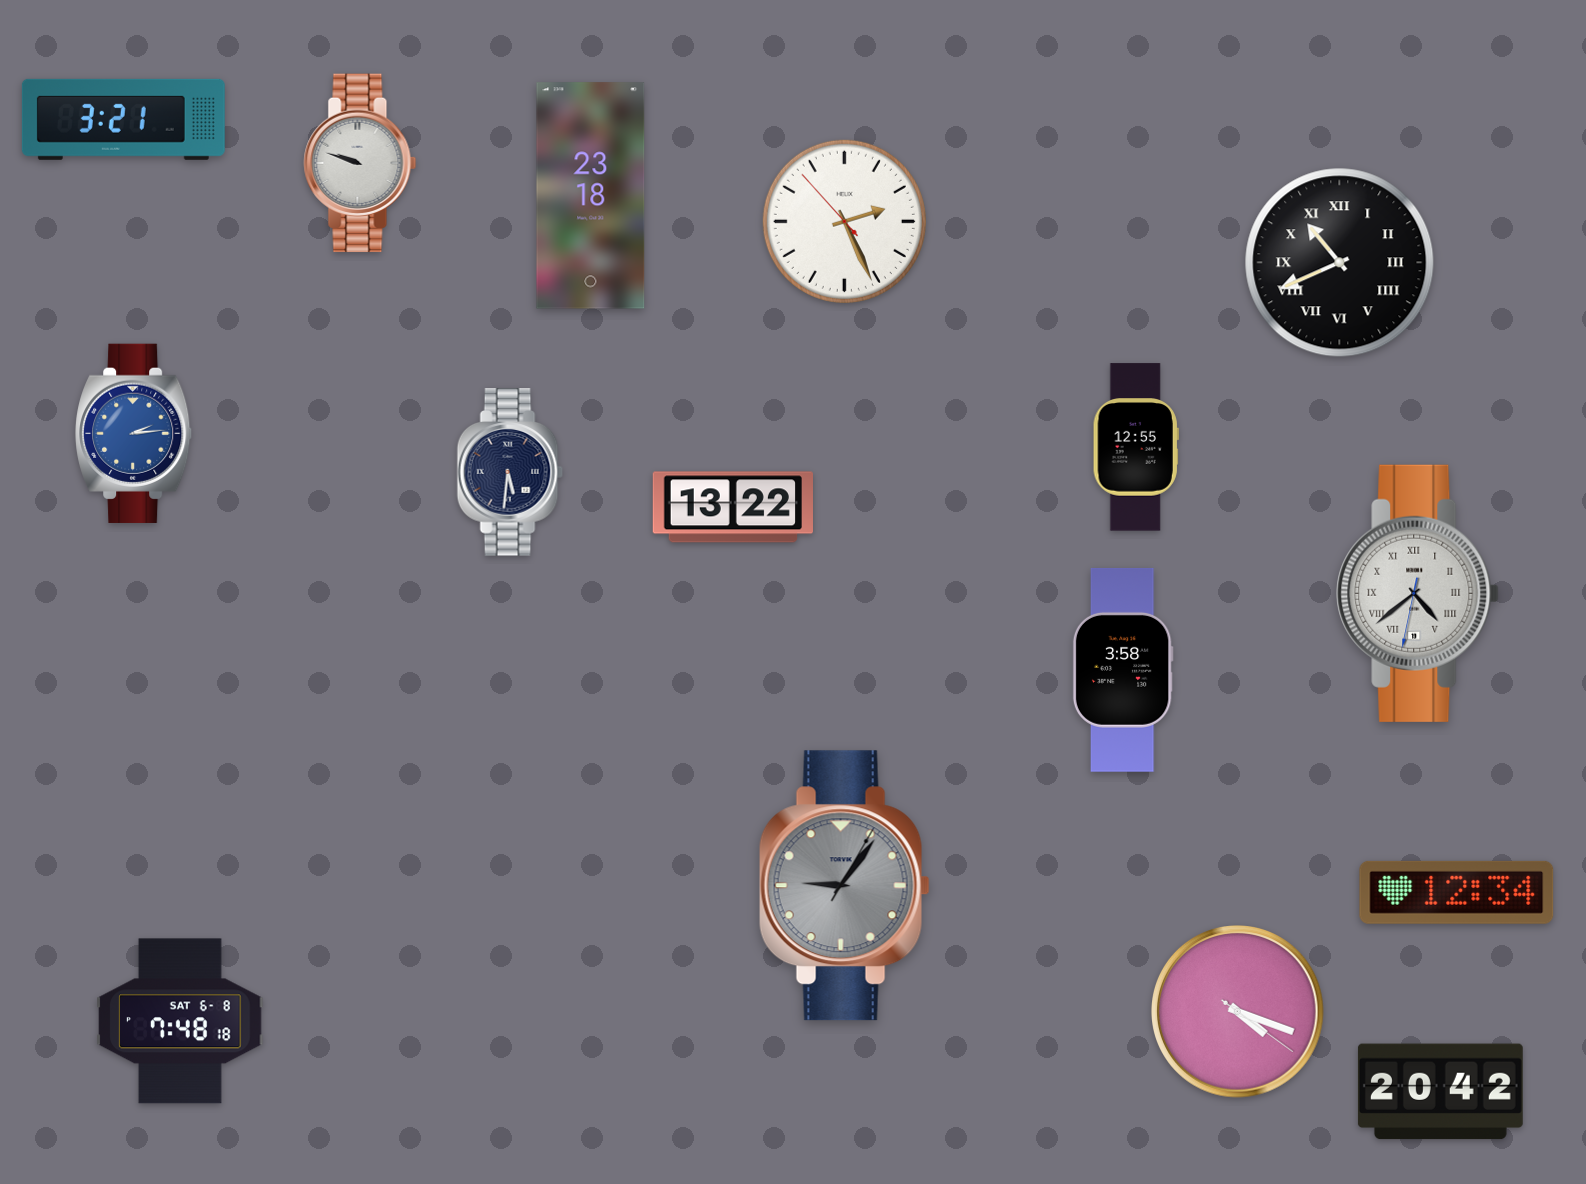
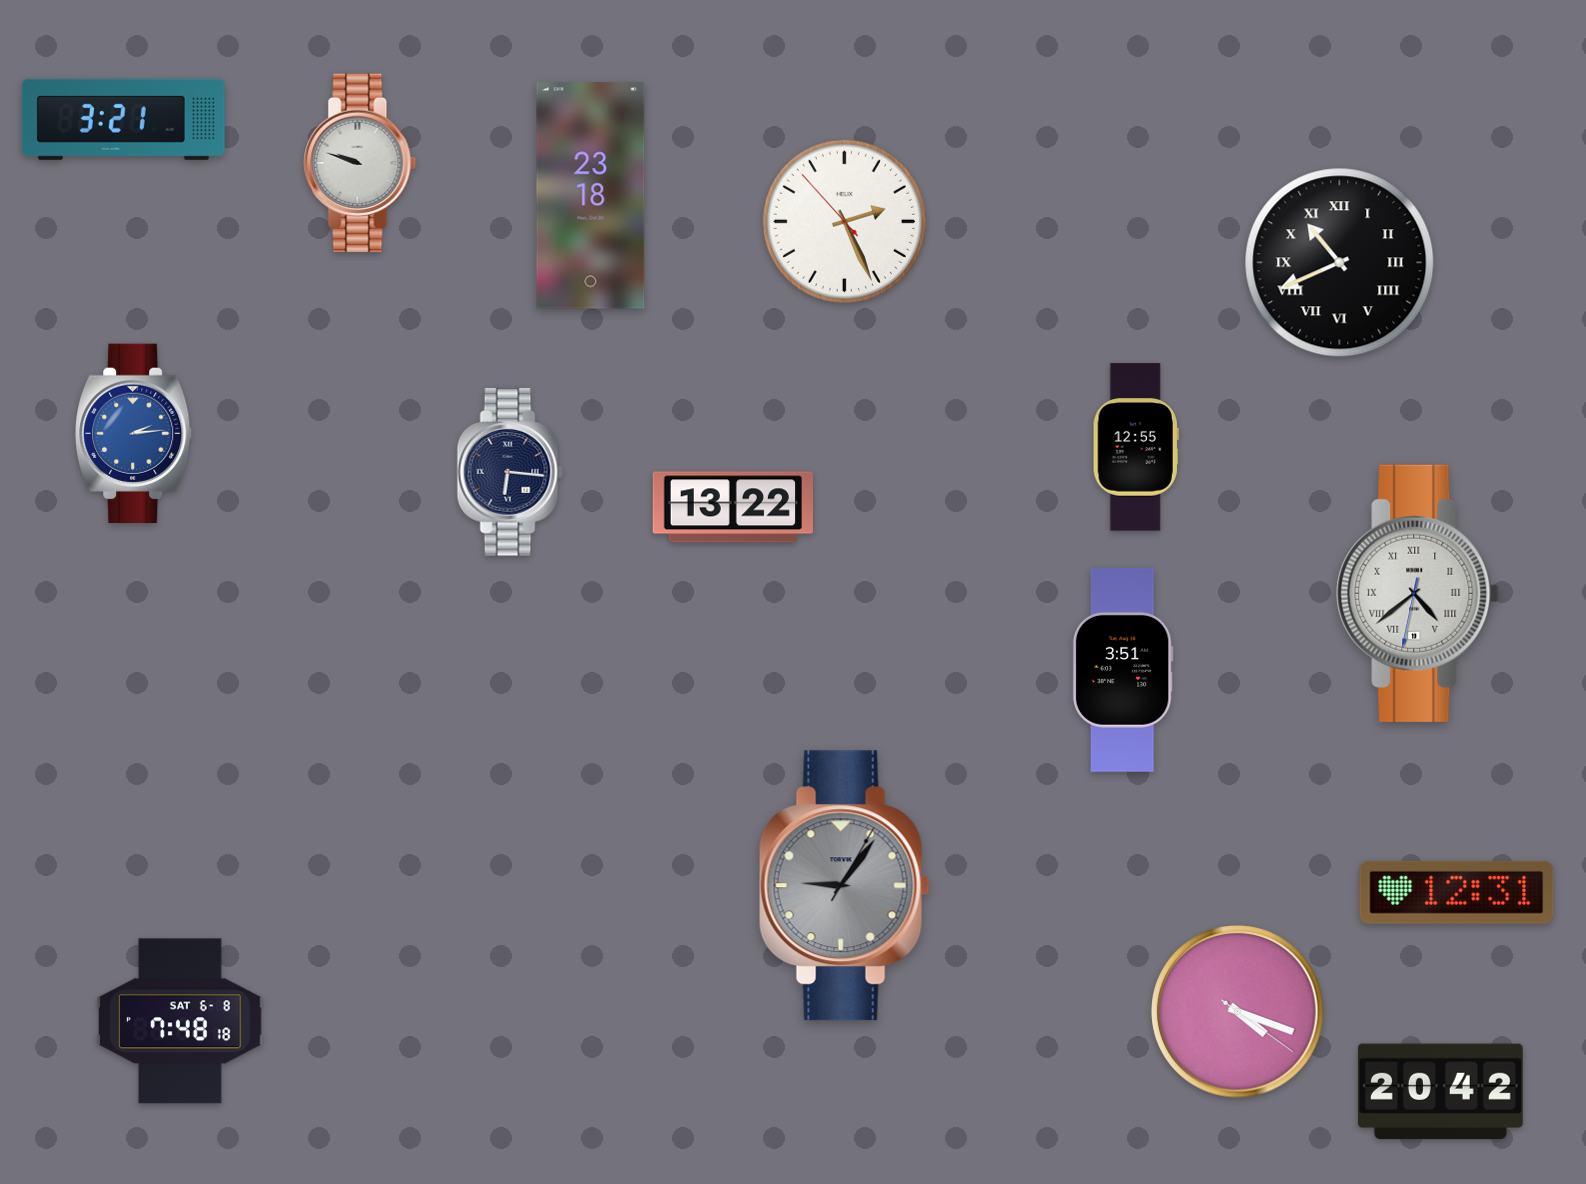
clock at (510, 472): 5:31 -> 6:16
clock at (1123, 670): 3:58 -> 3:51
clock at (1457, 892): 12:34 -> 12:31
